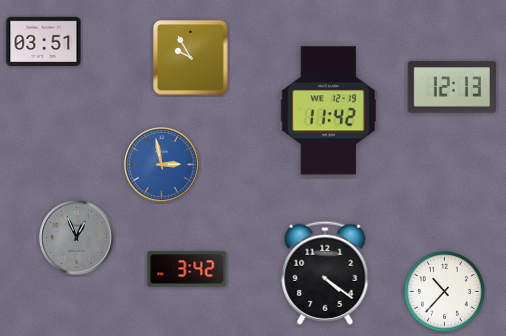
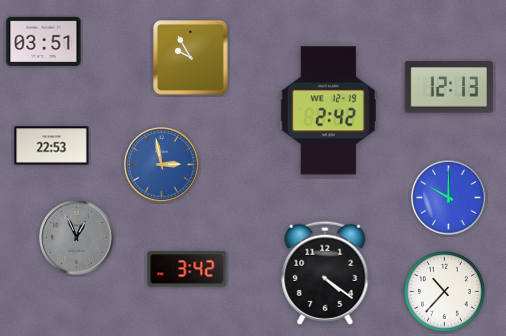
clock at (451, 87) position: (451, 87) -> (448, 87)
clock at (328, 111): 11:42 -> 2:42
clock at (52, 146): none -> 22:53
clock at (449, 198): none -> 10:00
